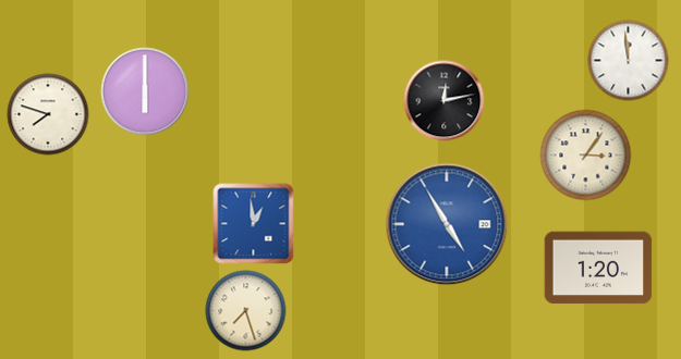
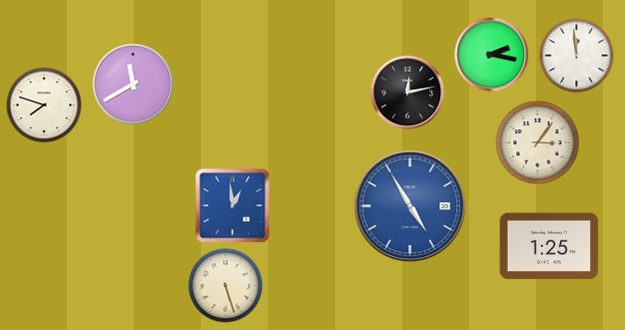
clock at (492, 55): none -> 2:17
clock at (145, 91): 6:00 -> 11:40
clock at (598, 268): 1:20 -> 1:25
clock at (246, 311): 7:27 -> 5:27
